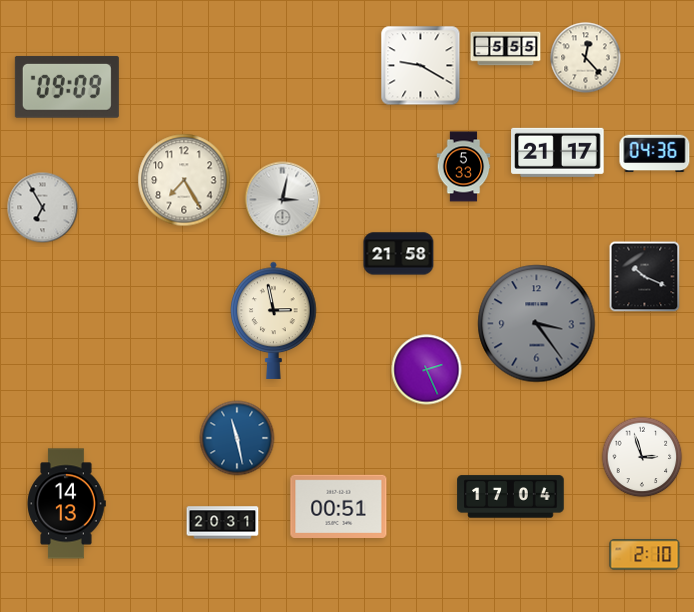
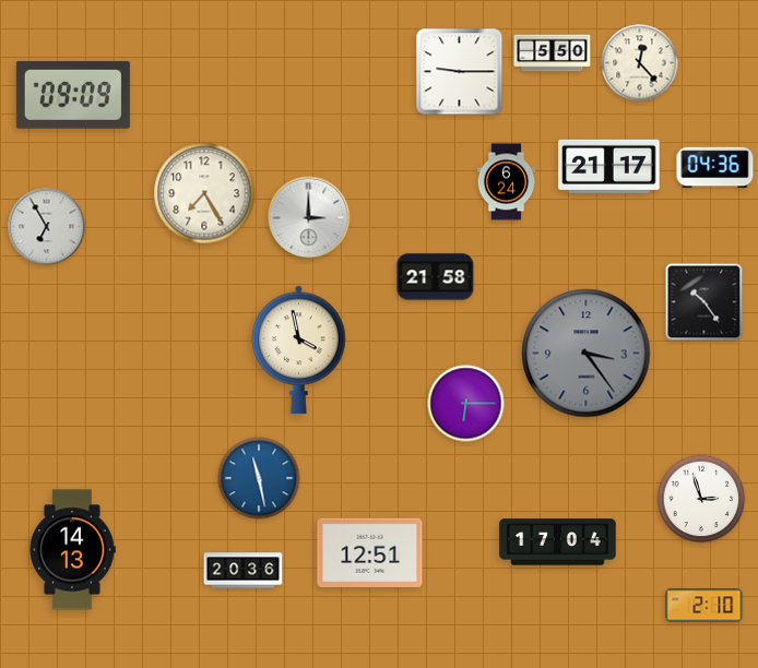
clock at (506, 49): 5:55 -> 5:50
clock at (421, 66): 9:20 -> 9:15
clock at (464, 167): 5:33 -> 6:24
clock at (184, 180) position: (184, 180) -> (204, 193)
clock at (283, 200): 3:02 -> 3:00
clock at (645, 277): 10:19 -> 10:24
clock at (274, 320): 2:58 -> 3:58
clock at (427, 370): 2:26 -> 6:15
clock at (339, 506): 00:51 -> 12:51
clock at (223, 523): 20:31 -> 20:36
